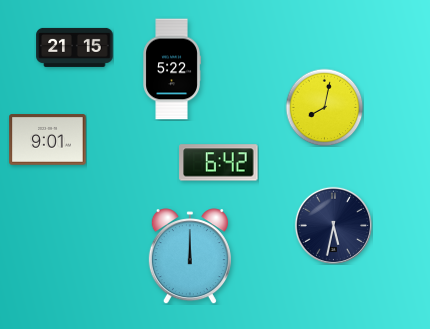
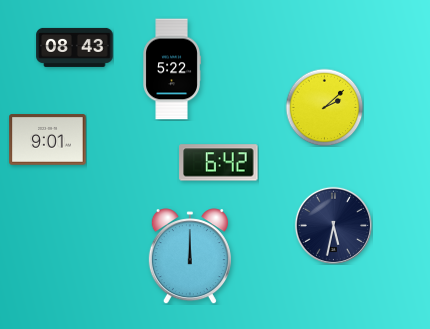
clock at (75, 47): 21:15 -> 08:43
clock at (324, 107): 8:02 -> 2:08
